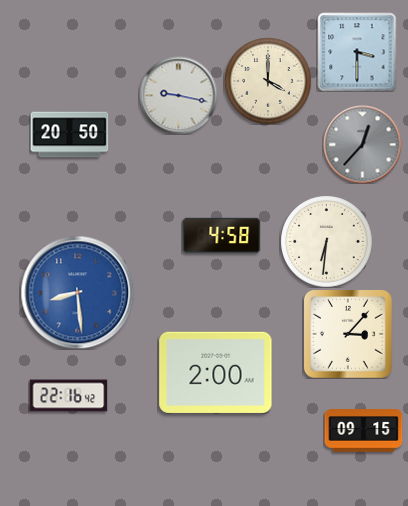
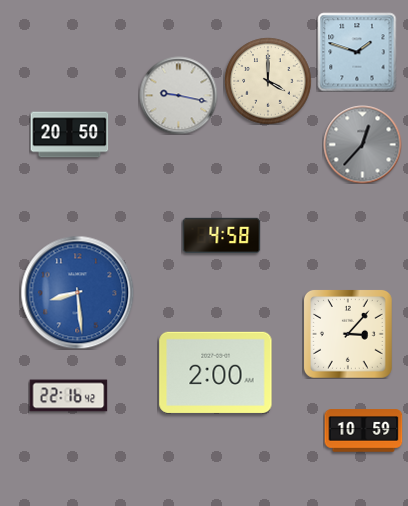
clock at (357, 52): 3:30 -> 1:48
clock at (326, 241): 6:31 -> none
clock at (363, 431): 09:15 -> 10:59
